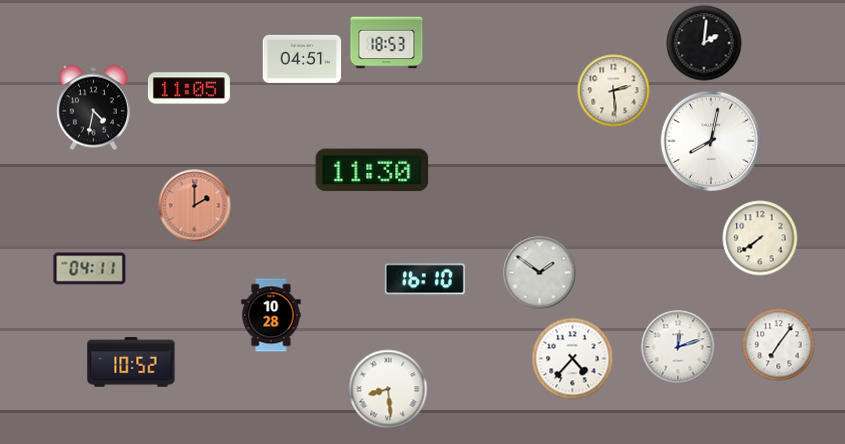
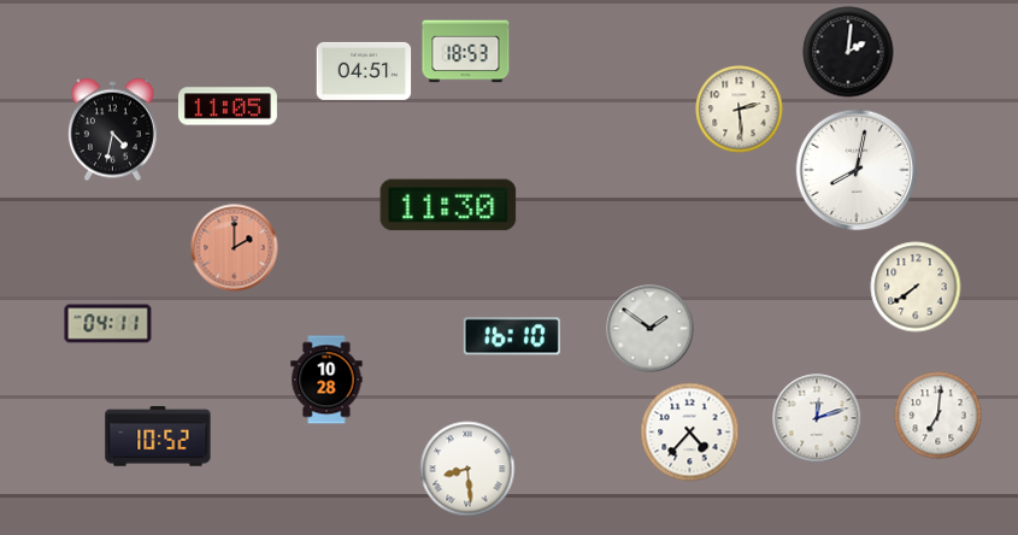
clock at (779, 345): 7:06 -> 7:01
